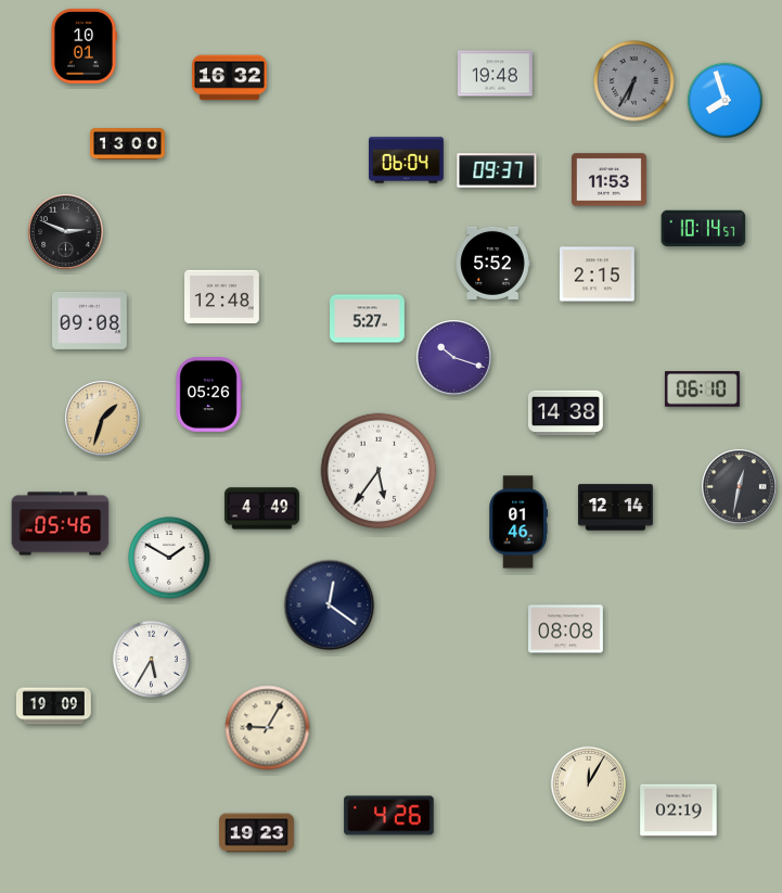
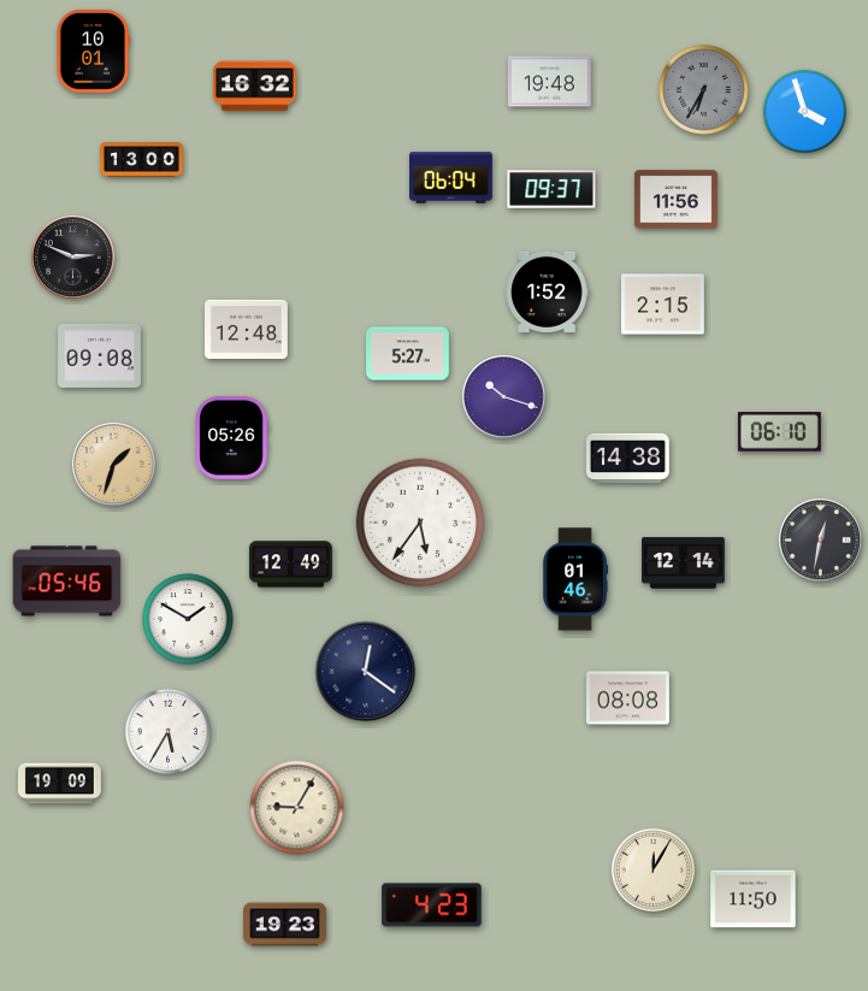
clock at (725, 100): 7:57 -> 3:57
clock at (610, 180): 11:53 -> 11:56
clock at (704, 228): 10:14 -> none
clock at (492, 263): 5:52 -> 1:52
clock at (261, 509): 4:49 -> 12:49
clock at (679, 811): 02:19 -> 11:50
clock at (389, 816): 4:26 -> 4:23
